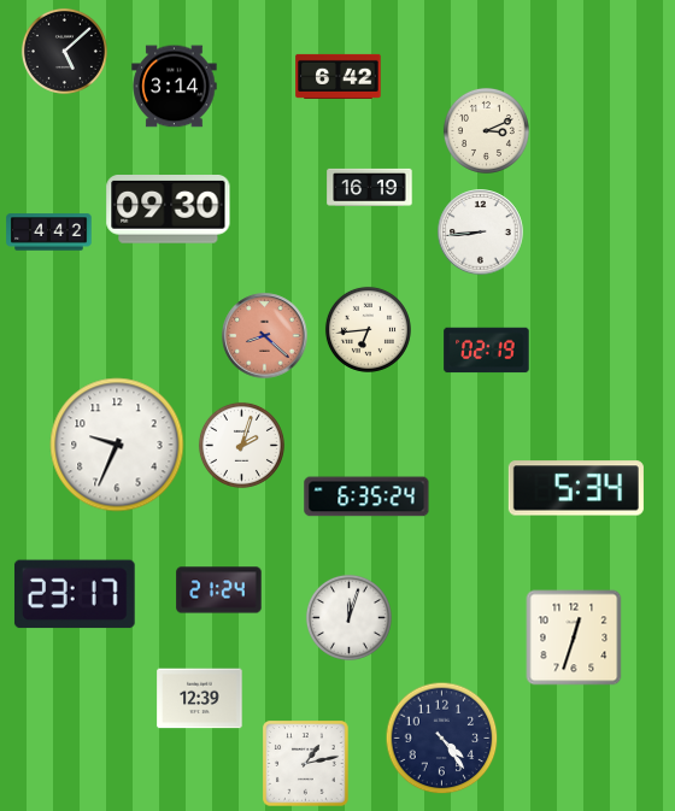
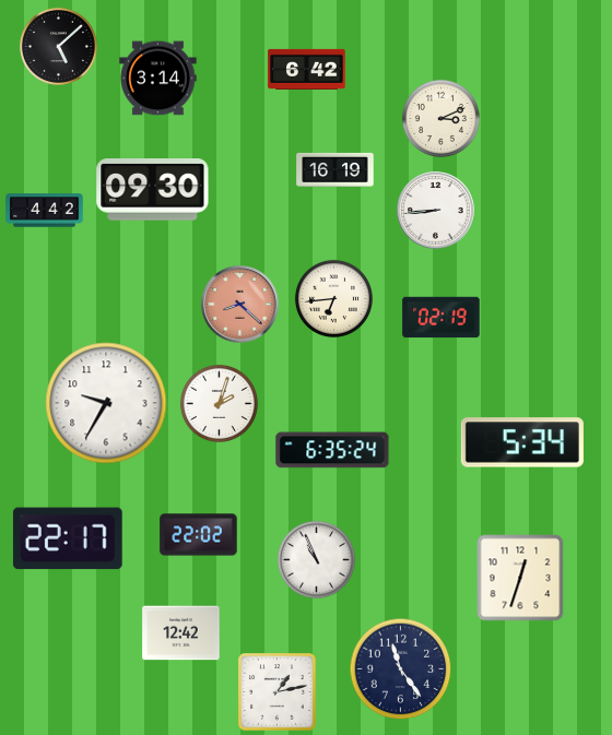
clock at (117, 445): 9:34 -> 9:35
clock at (219, 590): 21:24 -> 22:02
clock at (75, 594): 23:17 -> 22:17
clock at (348, 617): 12:03 -> 10:56
clock at (200, 699): 12:39 -> 12:42
clock at (442, 739): 4:24 -> 11:24
